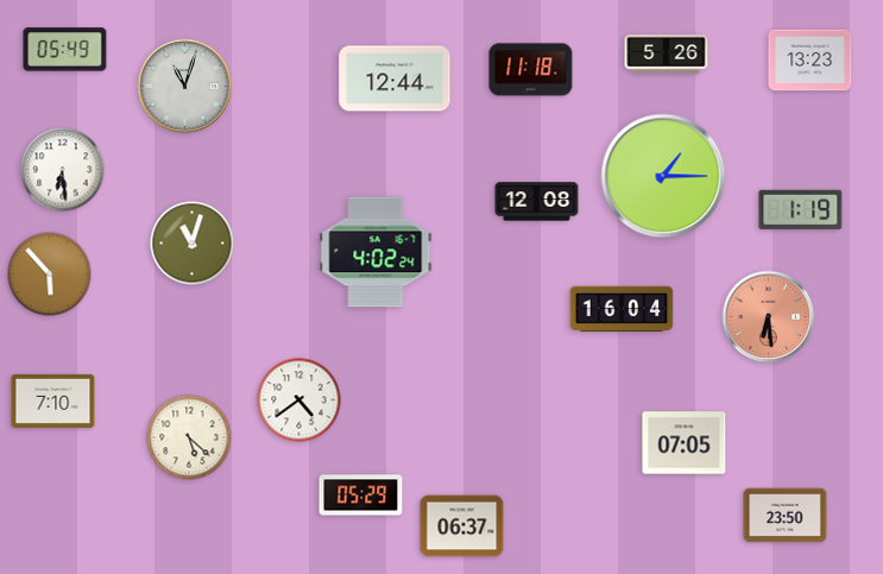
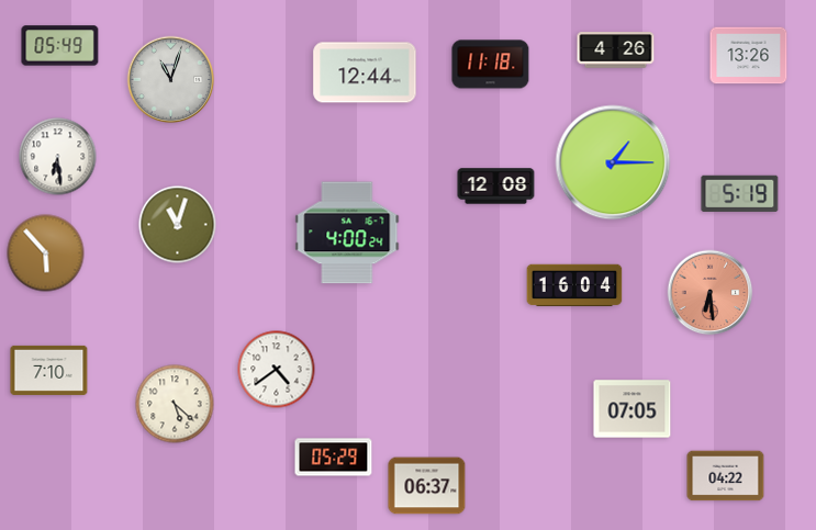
clock at (667, 55): 5:26 -> 4:26
clock at (811, 61): 13:23 -> 13:26
clock at (801, 209): 1:19 -> 5:19
clock at (376, 252): 4:02 -> 4:00
clock at (786, 516): 23:50 -> 04:22
